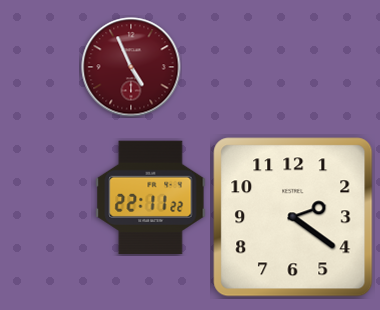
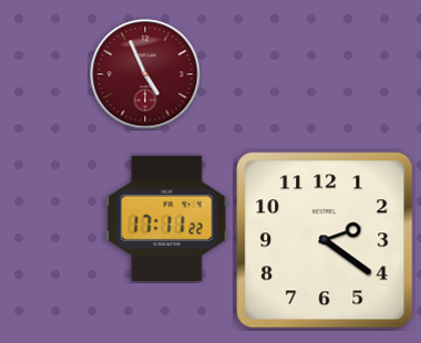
clock at (151, 198): 22:11 -> 17:11
